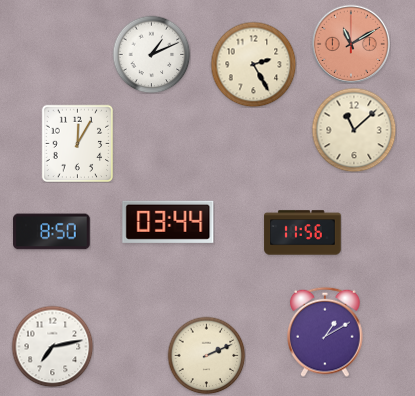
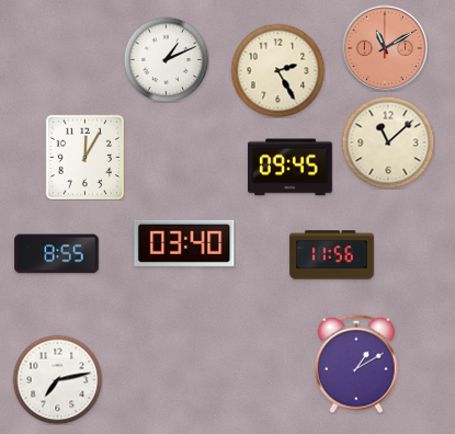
clock at (291, 168): none -> 09:45
clock at (168, 222): 03:44 -> 03:40
clock at (52, 232): 8:50 -> 8:55
clock at (206, 355): 2:11 -> none
